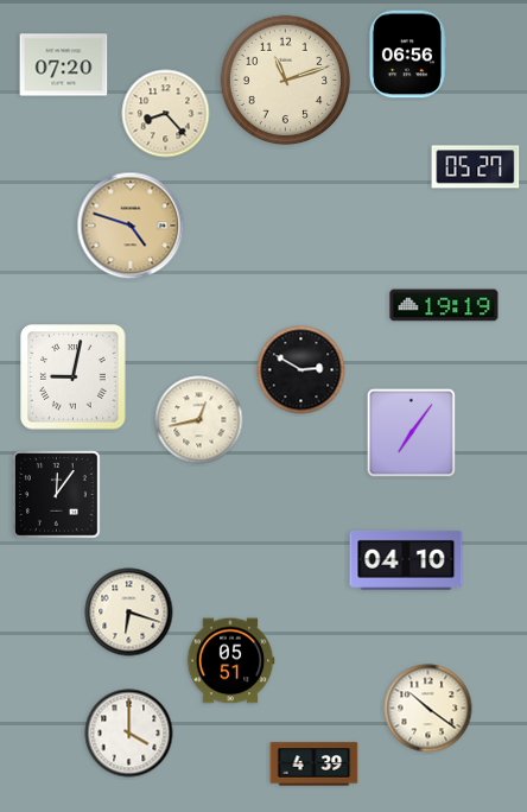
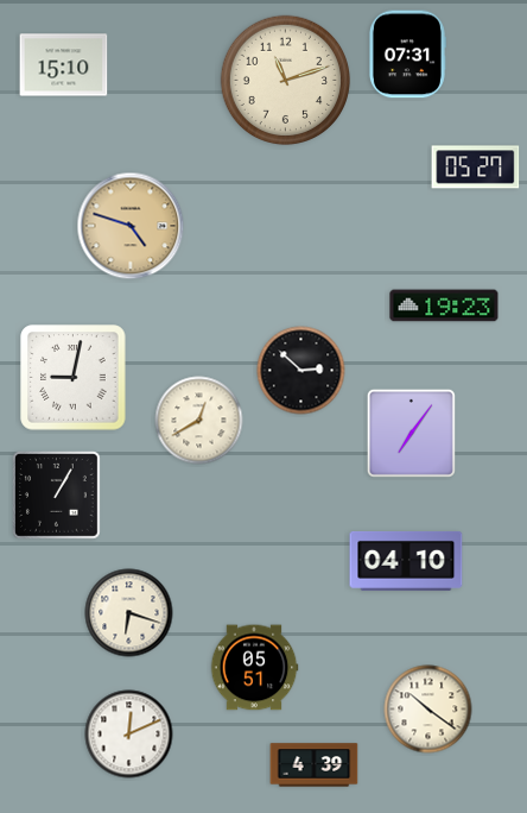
clock at (407, 55): 06:56 -> 07:31
clock at (64, 65): 07:20 -> 15:10
clock at (166, 114): 8:23 -> none
clock at (444, 305): 19:19 -> 19:23
clock at (301, 370): 2:50 -> 2:52
clock at (199, 420): 12:43 -> 12:40
clock at (57, 495): 12:06 -> 1:05
clock at (230, 661) position: (230, 661) -> (254, 668)
clock at (129, 734): 4:00 -> 12:11
